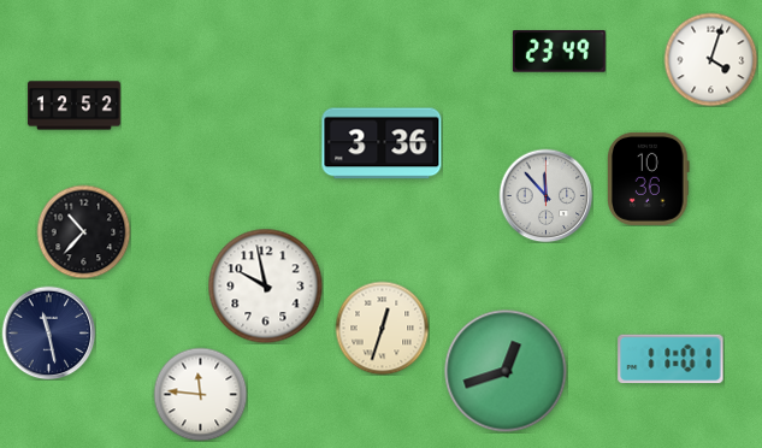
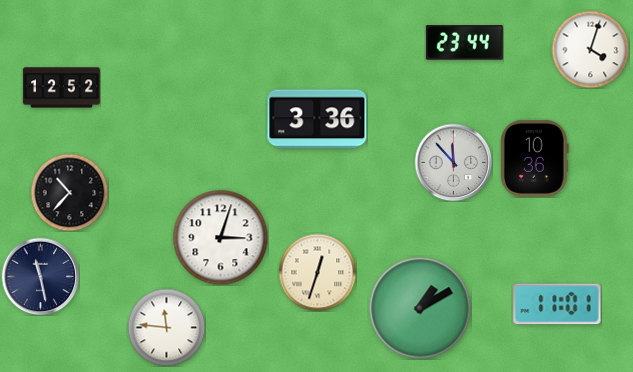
clock at (559, 52): 23:49 -> 23:44
clock at (649, 178) position: (649, 178) -> (535, 158)
clock at (265, 285): 9:58 -> 3:03
clock at (671, 359) position: (671, 359) -> (557, 304)
clock at (506, 371): 12:42 -> 1:10
